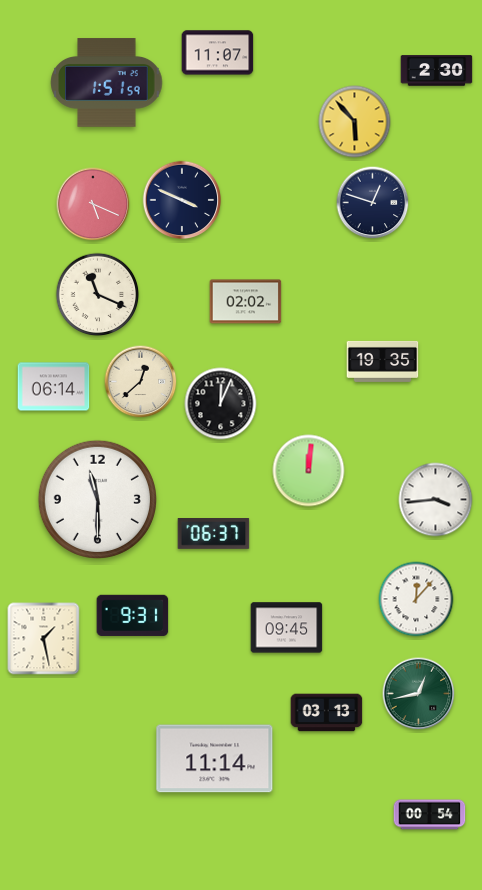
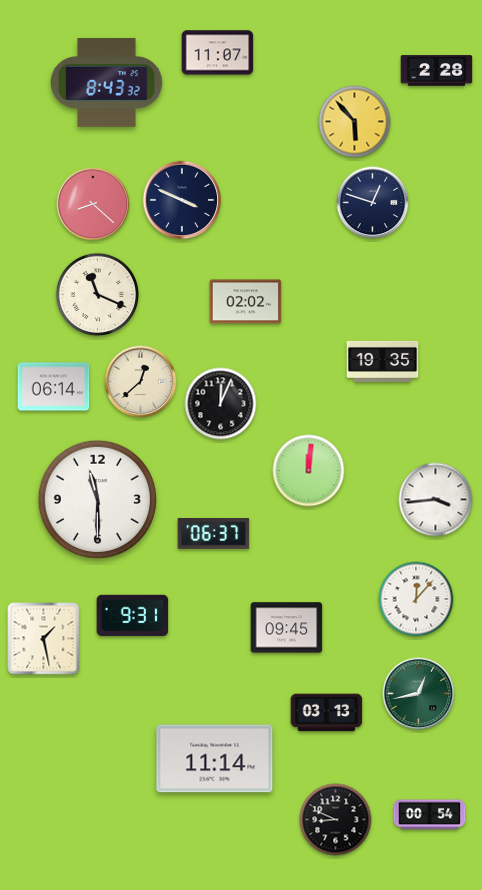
clock at (437, 71): 2:30 -> 2:28
clock at (107, 83): 1:51 -> 8:43
clock at (93, 204): 5:19 -> 8:22
clock at (336, 820): none -> 8:49
